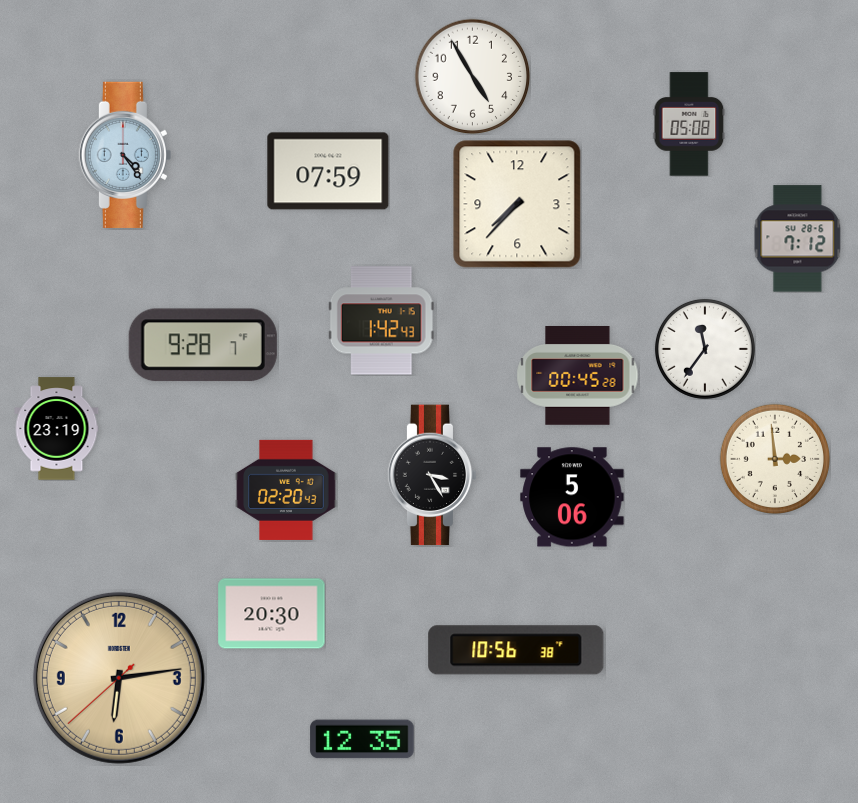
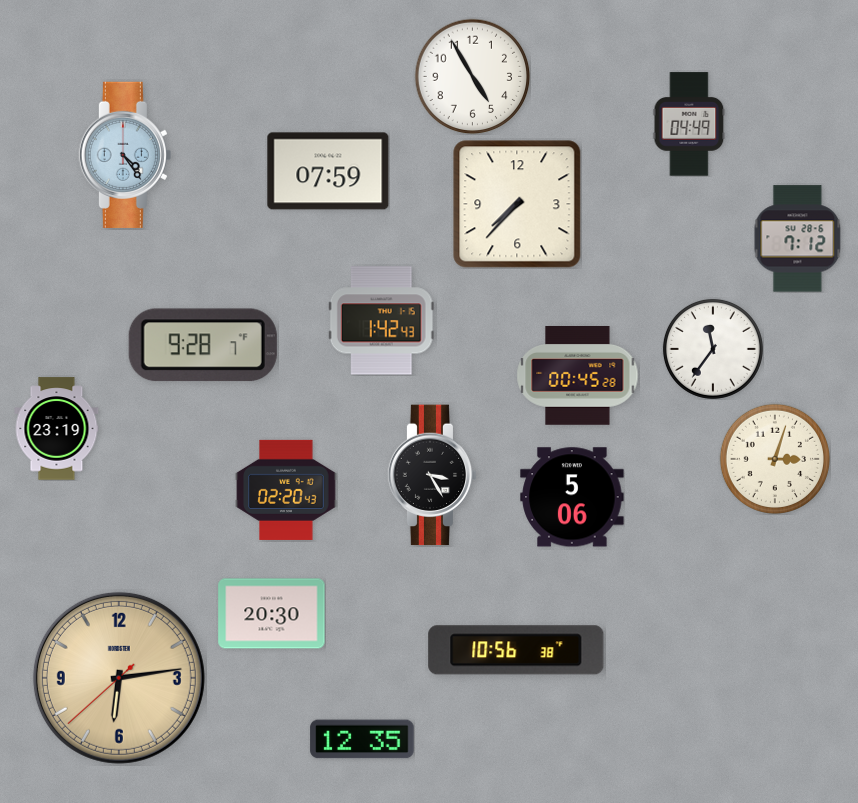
clock at (689, 124): 05:08 -> 04:49
clock at (705, 349) position: (705, 349) -> (713, 349)
clock at (774, 458): 2:59 -> 3:03
